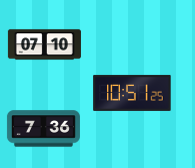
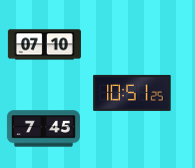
clock at (43, 129): 7:36 -> 7:45
